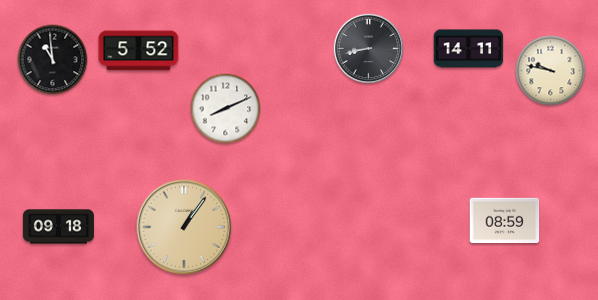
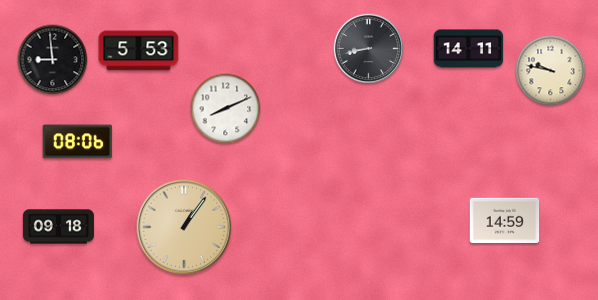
clock at (139, 51): 5:52 -> 5:53
clock at (53, 60): 10:59 -> 8:59
clock at (78, 142): none -> 08:06
clock at (505, 220): 08:59 -> 14:59
